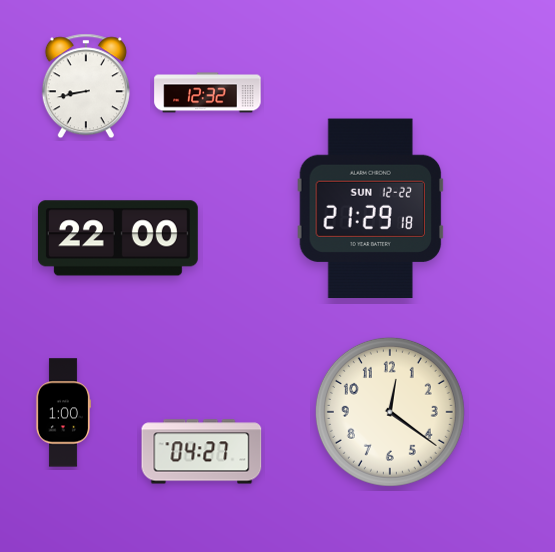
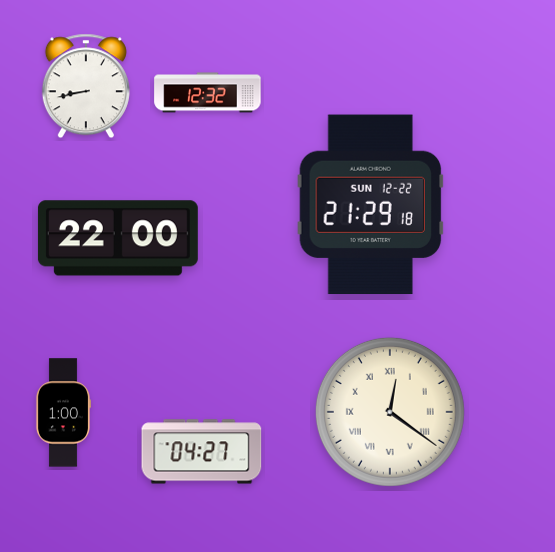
clock at (371, 209) position: (371, 209) -> (371, 205)
clock at (390, 412) numerals: Arabic -> Roman
